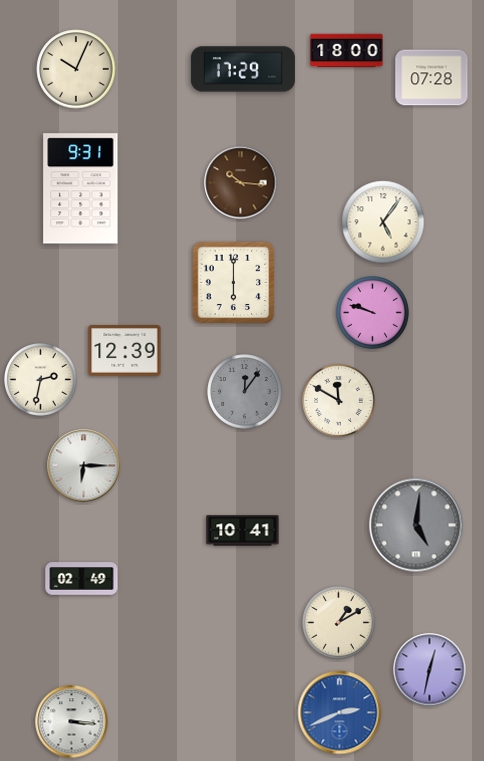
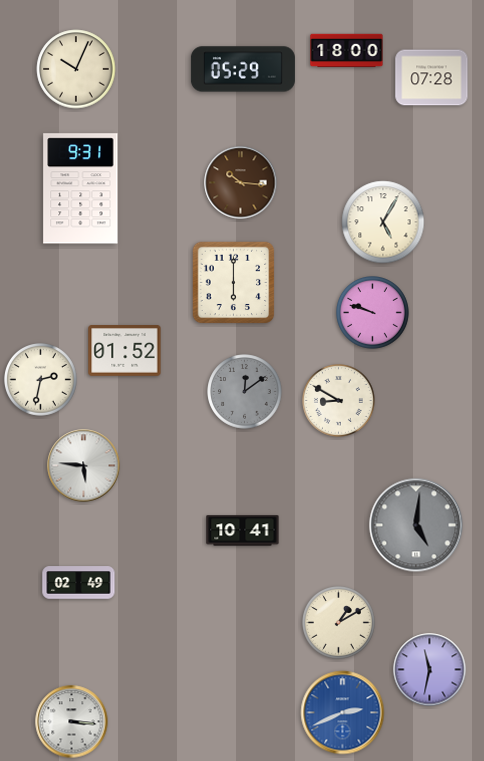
clock at (243, 69): 17:29 -> 05:29
clock at (383, 222): 5:06 -> 5:05
clock at (125, 351): 12:39 -> 01:52
clock at (245, 392): 12:06 -> 12:09
clock at (339, 401): 11:50 -> 8:50
clock at (84, 466): 6:15 -> 5:46
clock at (82, 579) position: (82, 579) -> (79, 583)
clock at (430, 670): 12:32 -> 11:32
clock at (340, 713) position: (340, 713) -> (343, 713)
